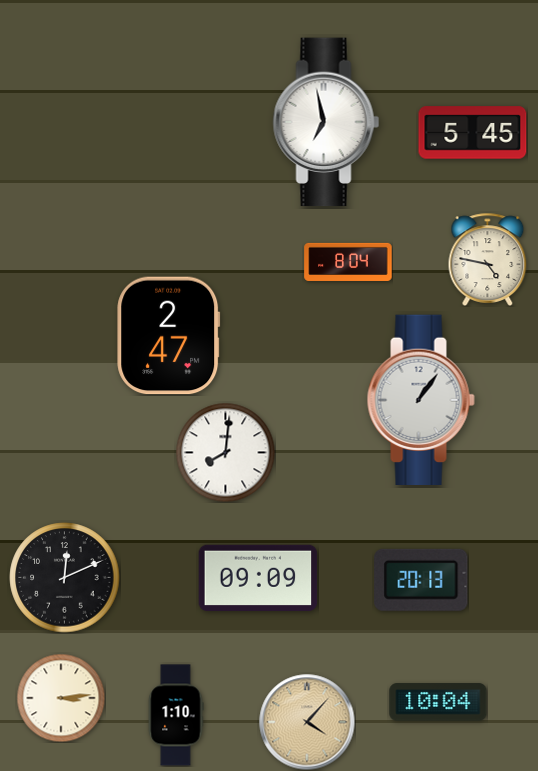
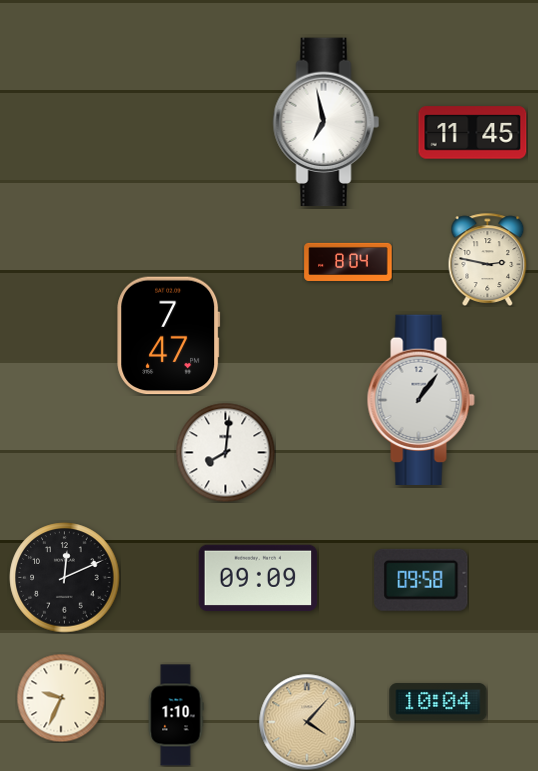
clock at (473, 133): 5:45 -> 11:45
clock at (488, 259): 4:47 -> 2:47
clock at (169, 336): 2:47 -> 7:47
clock at (421, 580): 20:13 -> 09:58
clock at (61, 698): 3:14 -> 9:34
